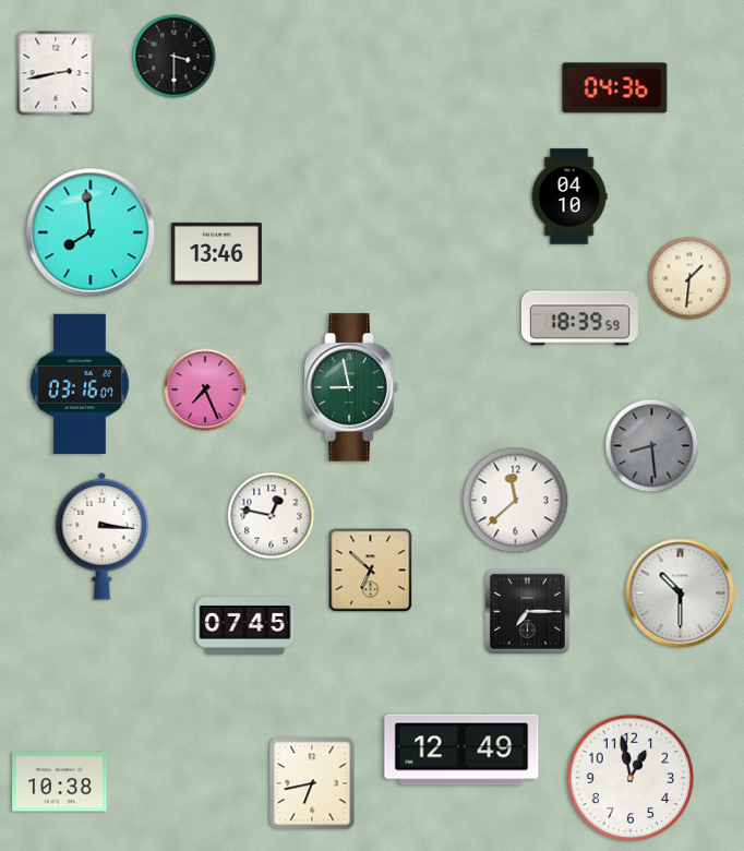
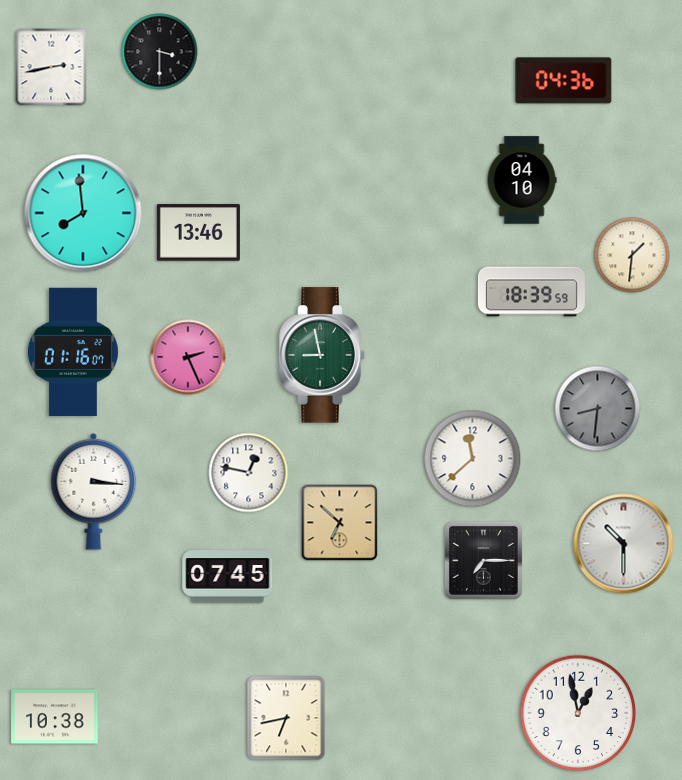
clock at (80, 384): 03:16 -> 01:16
clock at (205, 389): 7:26 -> 2:26
clock at (652, 446): 8:29 -> 8:31
clock at (245, 626) position: (245, 626) -> (228, 577)
clock at (461, 750): 12:49 -> none
